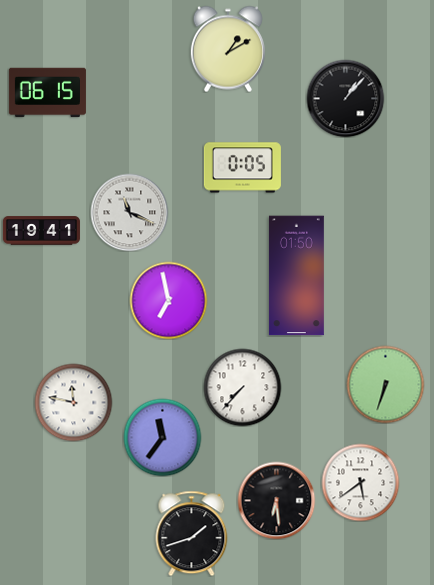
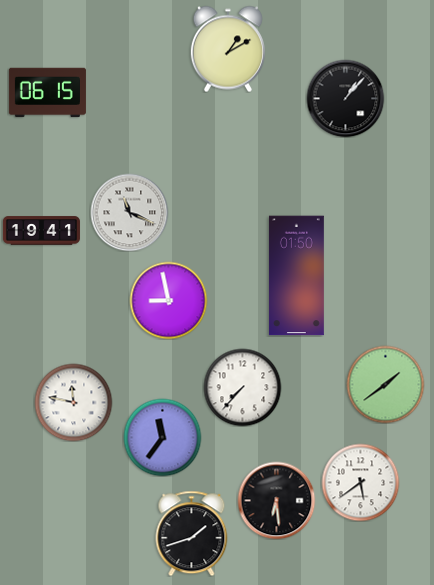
clock at (242, 168): 0:05 -> none
clock at (168, 300): 6:58 -> 8:58
clock at (385, 384): 6:33 -> 1:39
